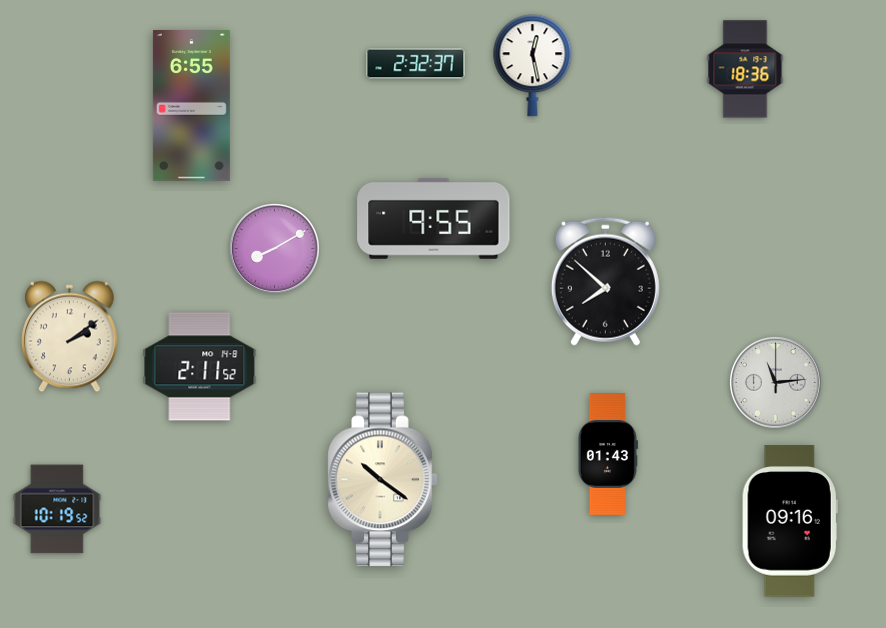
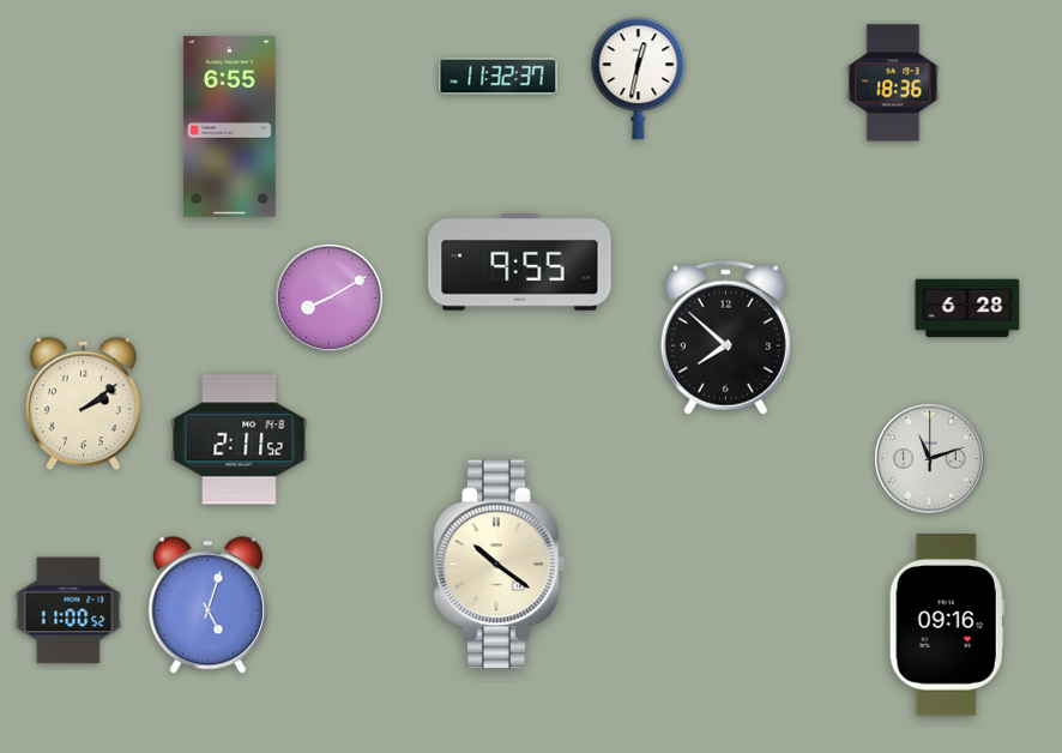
clock at (416, 64): 2:32 -> 11:32
clock at (533, 66): 12:28 -> 12:32
clock at (967, 308): none -> 6:28
clock at (775, 382): 11:14 -> 11:12
clock at (608, 455): 01:43 -> none
clock at (383, 480) position: (383, 480) -> (500, 565)
clock at (207, 606): none -> 5:03
clock at (57, 509): 10:19 -> 11:00
